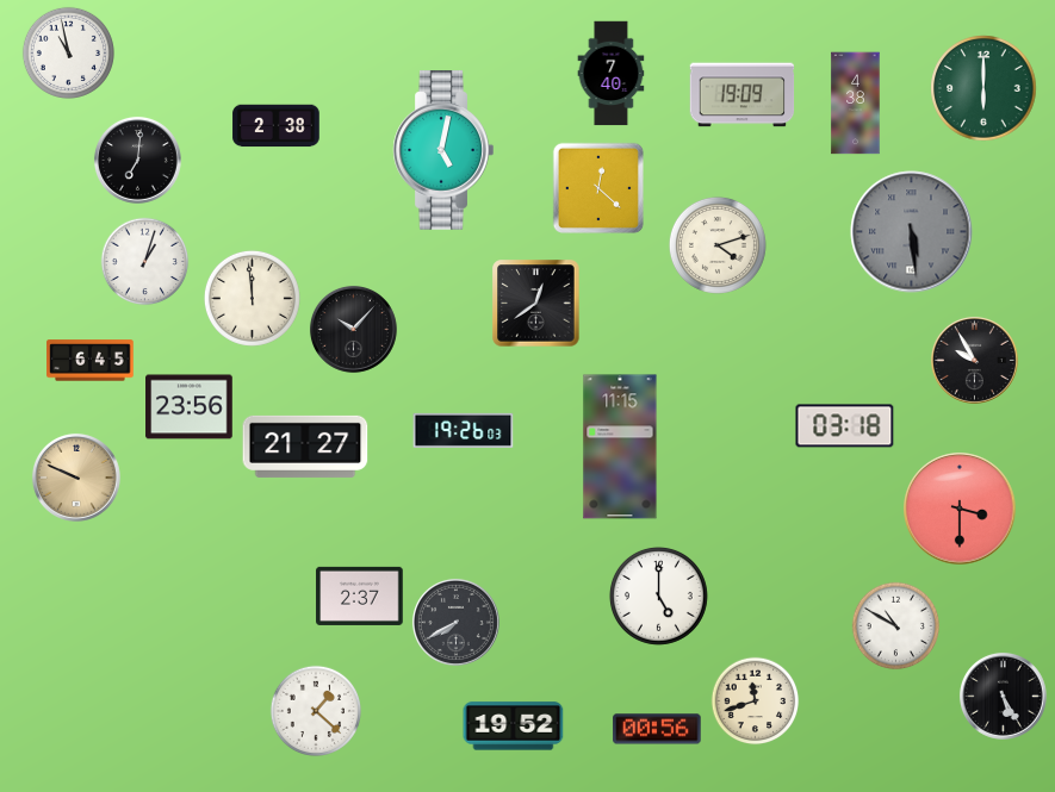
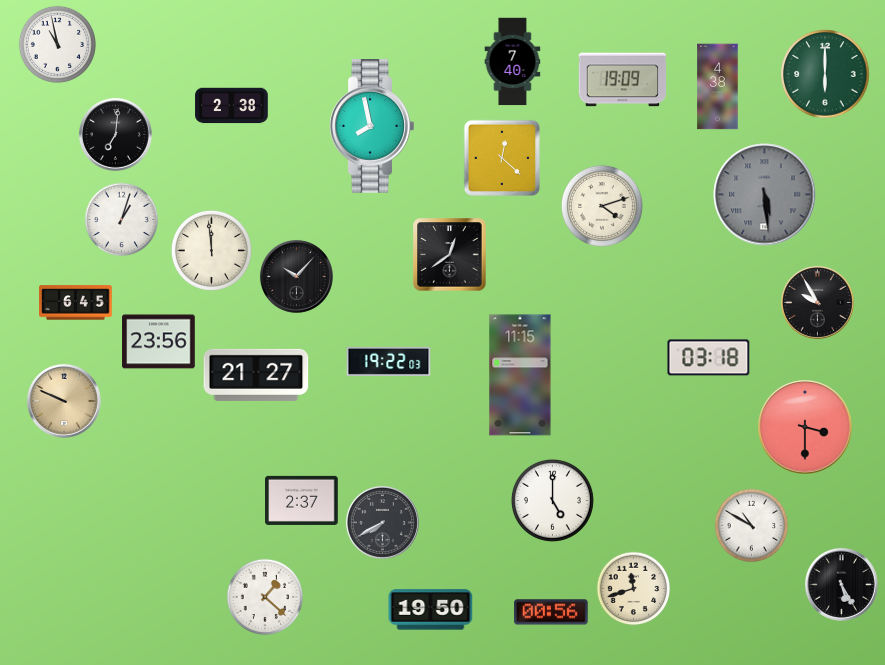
clock at (443, 150): 5:02 -> 7:58
clock at (464, 430): 19:26 -> 19:22
clock at (514, 726): 19:52 -> 19:50
